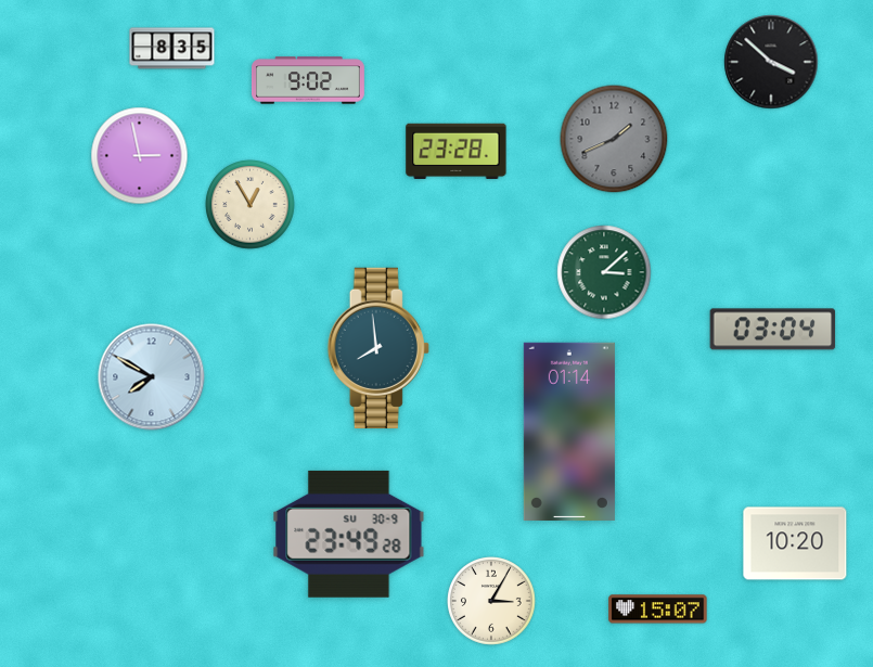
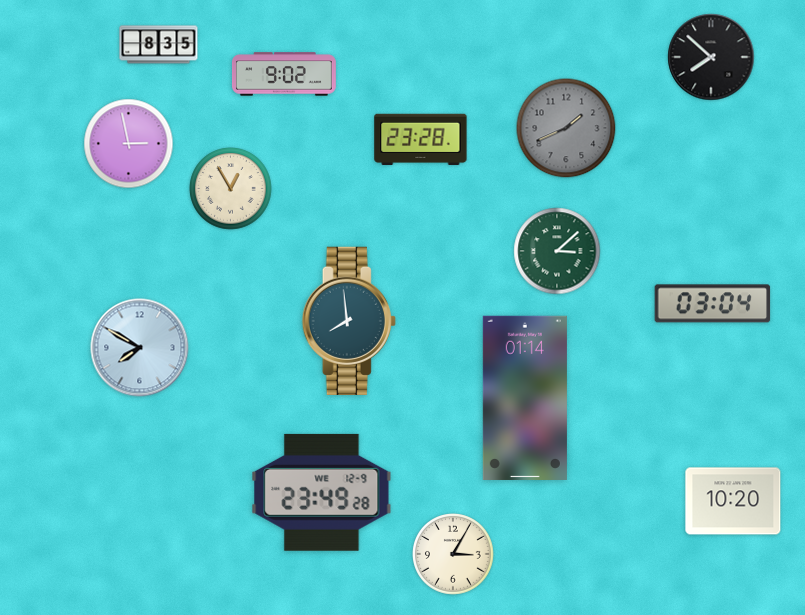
clock at (771, 62): 3:52 -> 7:52
clock at (349, 534) date: SU 30-9 -> WE 12-9
clock at (658, 610): 15:07 -> none
